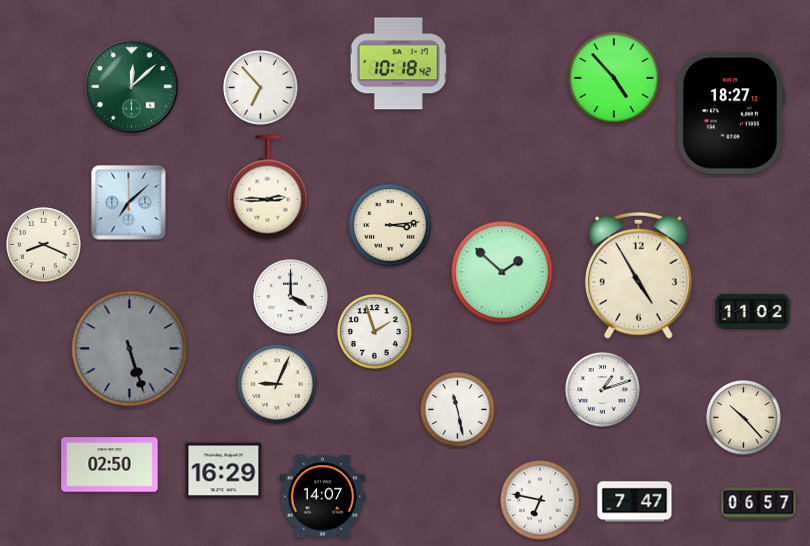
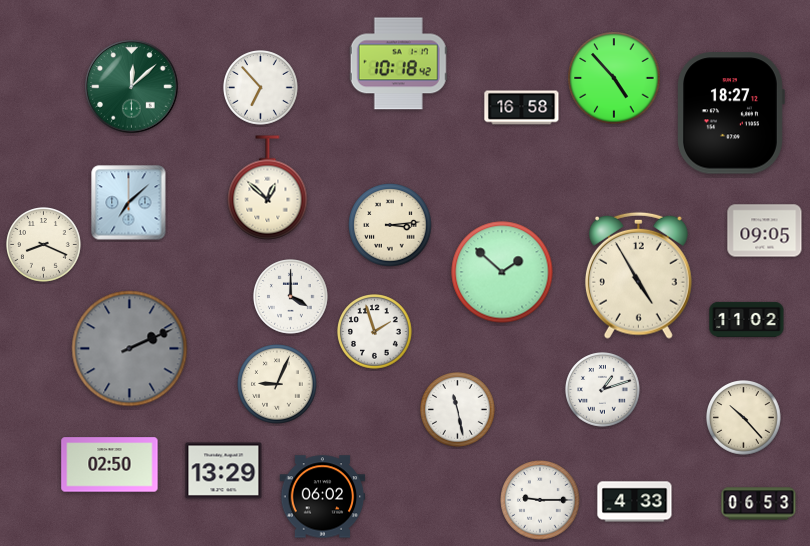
clock at (522, 108): none -> 16:58
clock at (268, 188): 2:45 -> 12:52
clock at (765, 231): none -> 09:05
clock at (753, 311) position: (753, 311) -> (747, 319)
clock at (130, 349): 5:27 -> 2:11
clock at (224, 471): 16:29 -> 13:29
clock at (323, 497): 14:07 -> 06:02
clock at (540, 500): 6:47 -> 9:15
clock at (635, 502): 7:47 -> 4:33
clock at (759, 504): 06:57 -> 06:53
